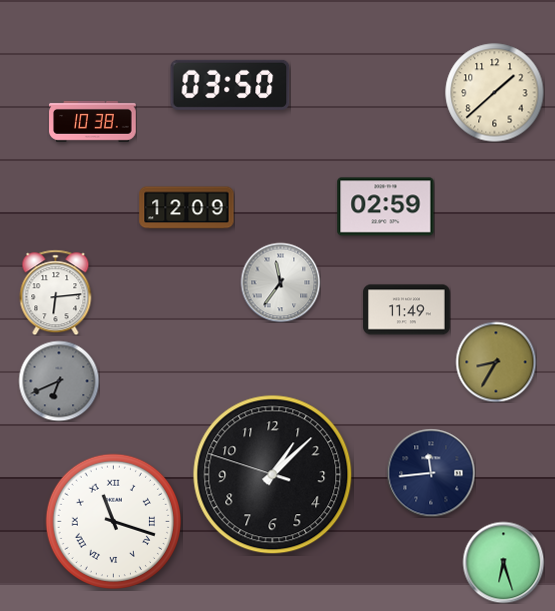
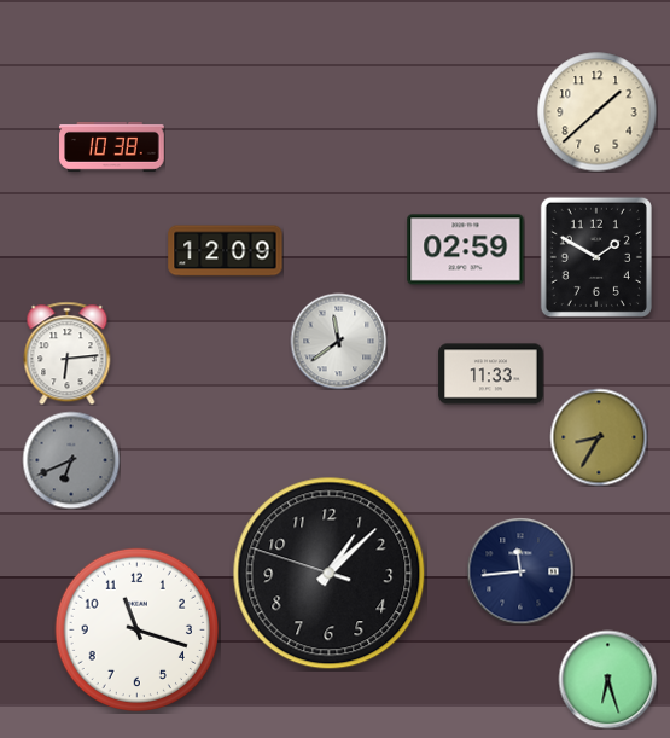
clock at (230, 85): 03:50 -> none
clock at (596, 257): none -> 1:50
clock at (280, 282): 11:36 -> 11:39
clock at (407, 310): 11:49 -> 11:33
clock at (113, 521) numerals: Roman -> Arabic
